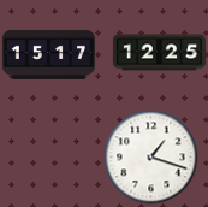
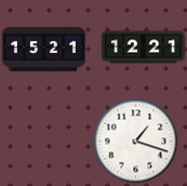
clock at (159, 53): 12:25 -> 12:21
clock at (48, 54): 15:17 -> 15:21
